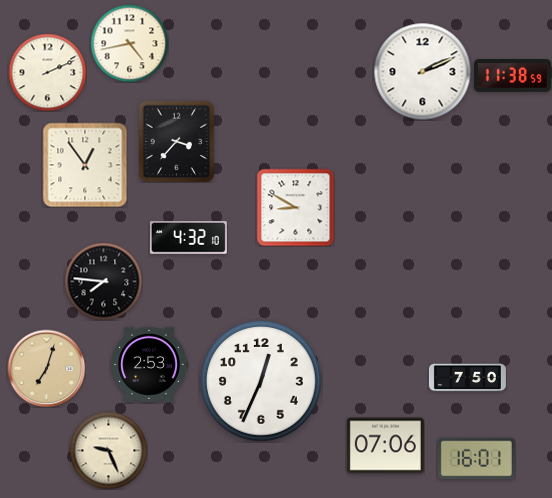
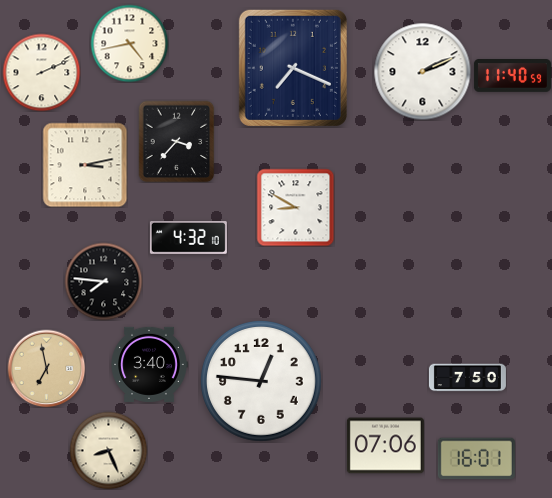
clock at (293, 68): none -> 7:19
clock at (47, 72) position: (47, 72) -> (41, 72)
clock at (512, 76): 11:38 -> 11:40
clock at (85, 165): 12:54 -> 3:13
clock at (149, 364): 2:53 -> 3:40
clock at (46, 368): 7:03 -> 6:58
clock at (262, 382): 12:34 -> 12:46
clock at (108, 450): 9:26 -> 8:26
